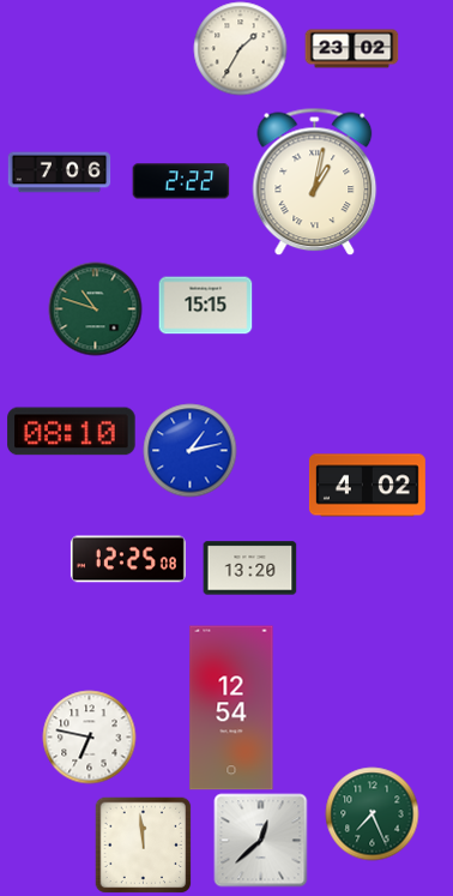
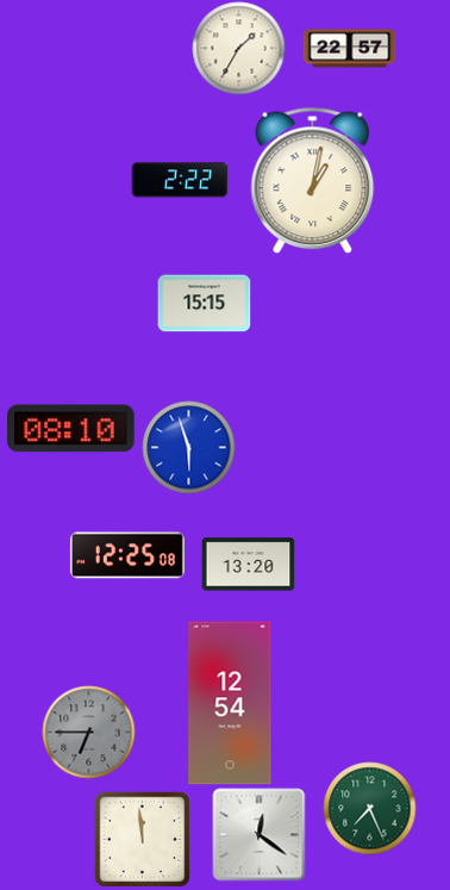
clock at (351, 49): 23:02 -> 22:57
clock at (59, 173): 7:06 -> none
clock at (95, 308): 10:48 -> none
clock at (189, 450): 1:13 -> 5:57
clock at (367, 486): 4:02 -> none
clock at (89, 736): 6:47 -> 6:45
clock at (89, 736) dial: white -> grey
clock at (260, 840): 12:38 -> 12:21
